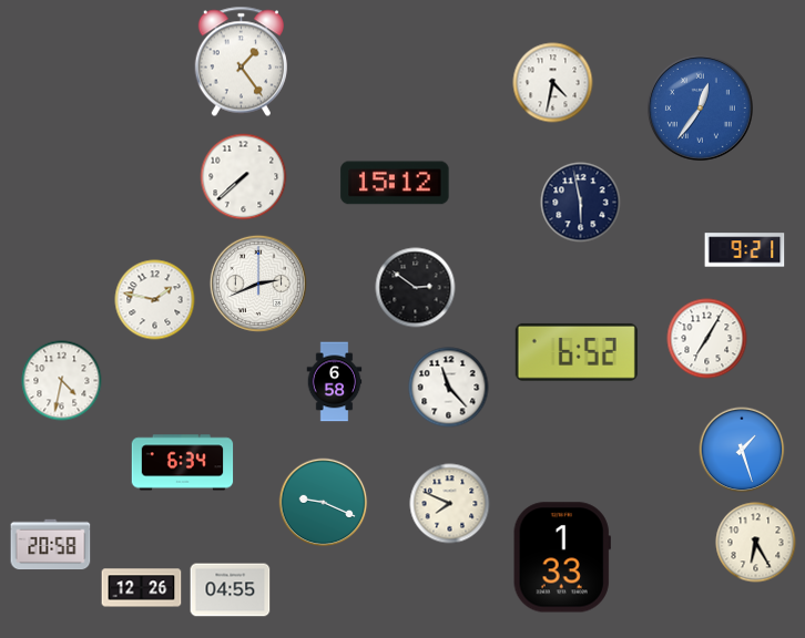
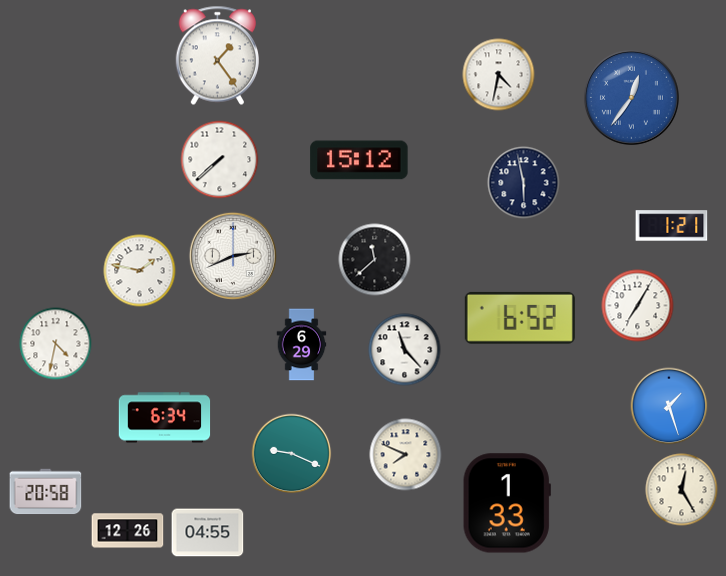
clock at (395, 183) position: (395, 183) -> (359, 160)
clock at (745, 250): 9:21 -> 1:21
clock at (416, 288): 2:51 -> 11:38
clock at (335, 382): 6:58 -> 6:29
clock at (756, 543): 6:25 -> 12:25
